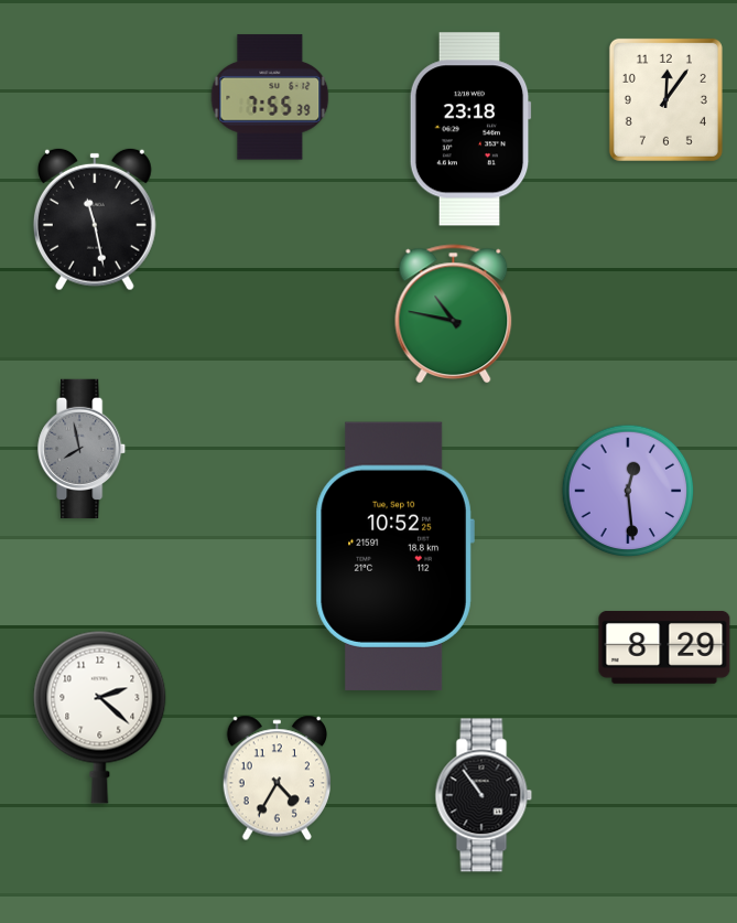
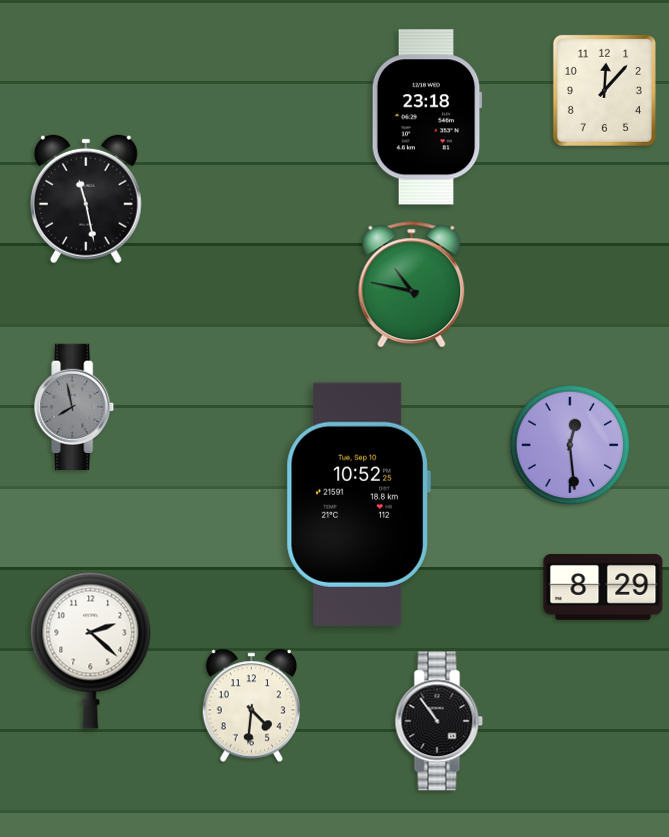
clock at (270, 97): 7:55 -> none
clock at (665, 99): 12:06 -> 12:07
clock at (277, 779): 4:35 -> 4:31
